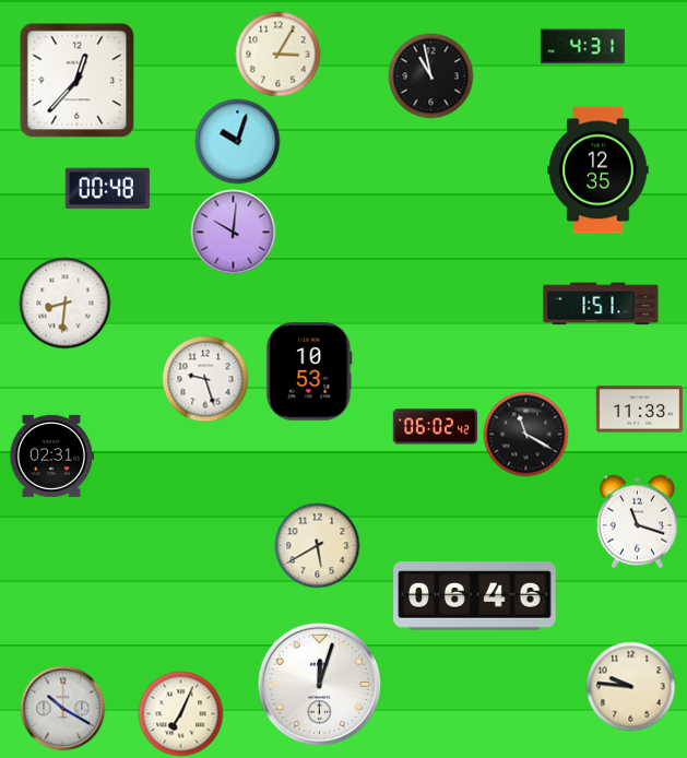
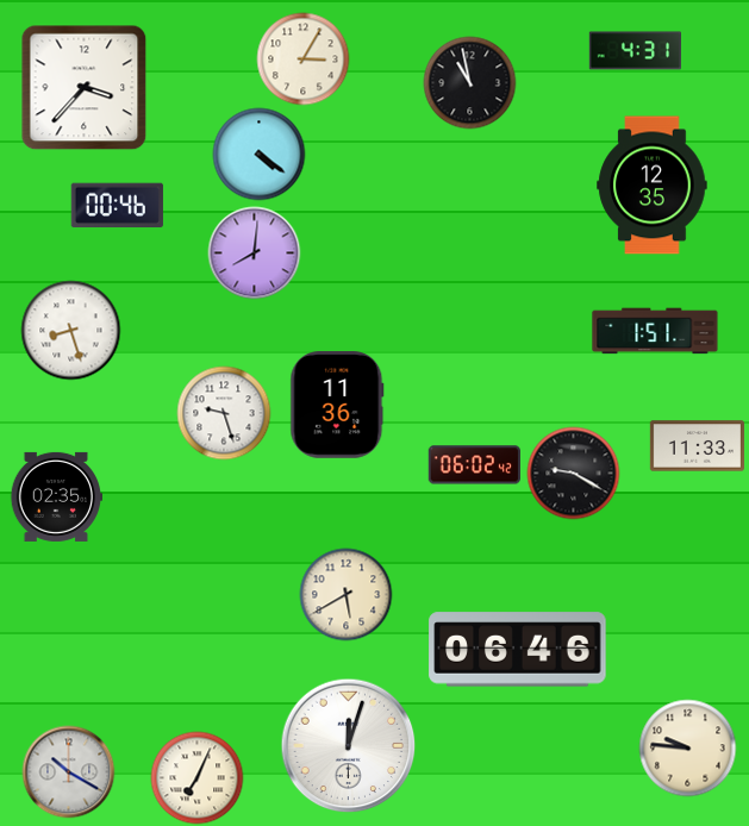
clock at (76, 80): 12:37 -> 3:37
clock at (237, 141): 10:03 -> 4:21
clock at (107, 189): 00:48 -> 00:46
clock at (233, 232): 10:01 -> 8:01
clock at (64, 303): 8:31 -> 8:27
clock at (309, 371): 10:53 -> 11:36
clock at (525, 434): 11:20 -> 9:20
clock at (51, 455): 02:31 -> 02:35
clock at (637, 521): 11:18 -> none
